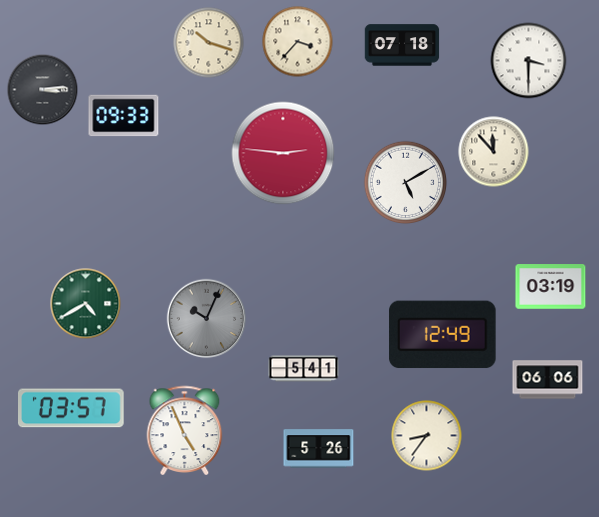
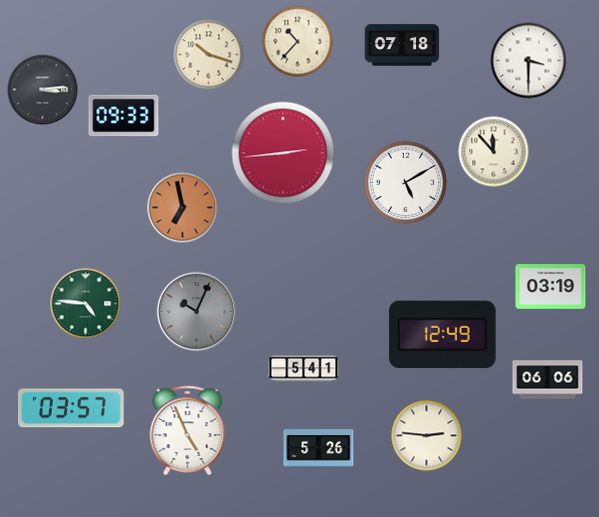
clock at (298, 42): 3:37 -> 10:37
clock at (209, 43) position: (209, 43) -> (209, 55)
clock at (283, 153): 2:46 -> 2:44
clock at (183, 208): none -> 6:58
clock at (86, 304): 4:40 -> 4:46
clock at (207, 319) position: (207, 319) -> (197, 312)
clock at (185, 430) position: (185, 430) -> (188, 430)
clock at (427, 436): 8:36 -> 2:46
